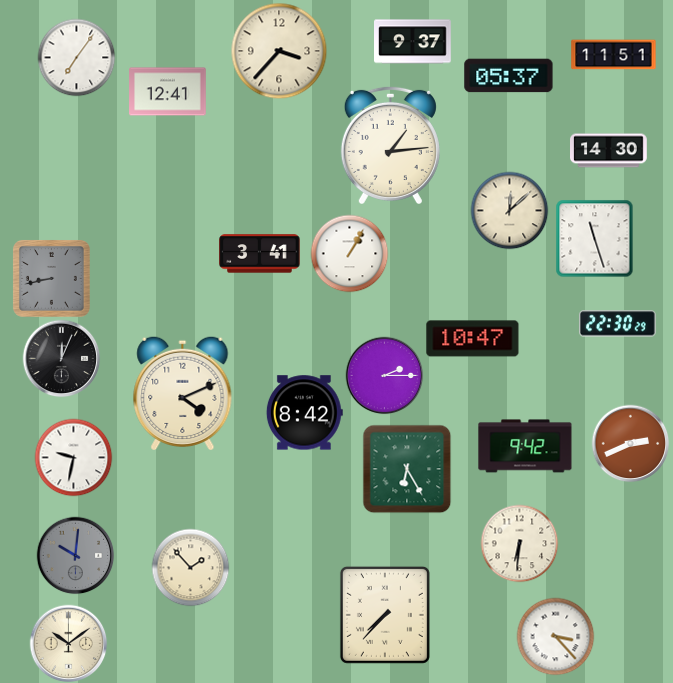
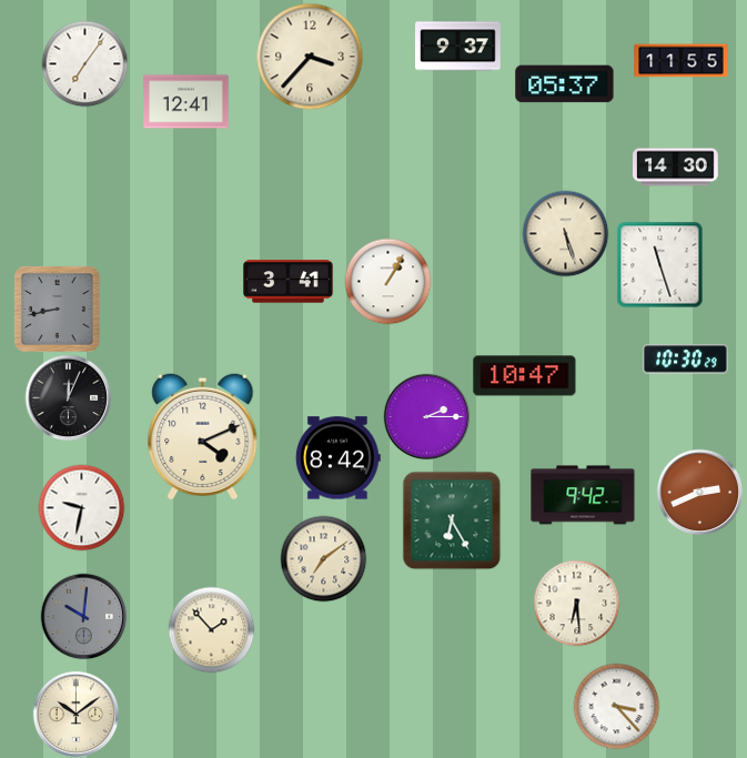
clock at (614, 55): 11:51 -> 11:55
clock at (390, 144): 1:14 -> none
clock at (509, 210): 12:08 -> 5:27
clock at (618, 324): 22:30 -> 10:30
clock at (323, 558): none -> 7:09
clock at (519, 543): 6:31 -> 6:29
clock at (385, 615): 7:37 -> none
